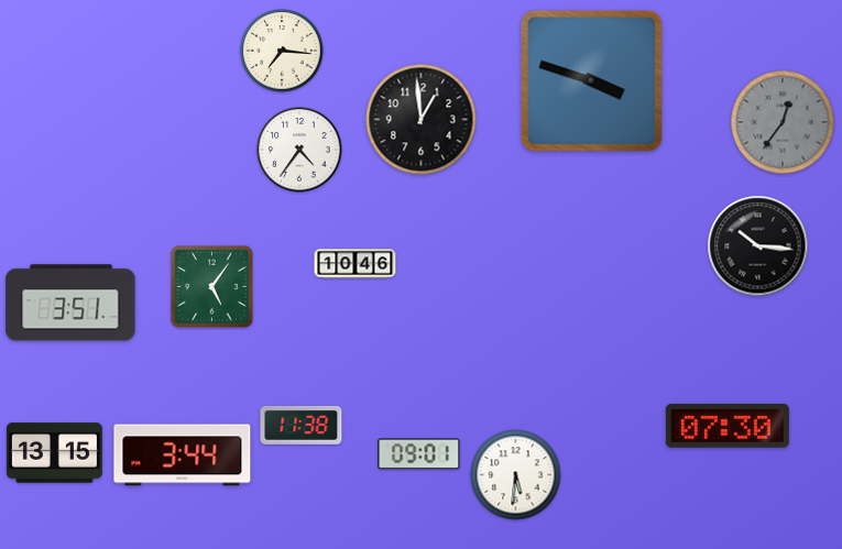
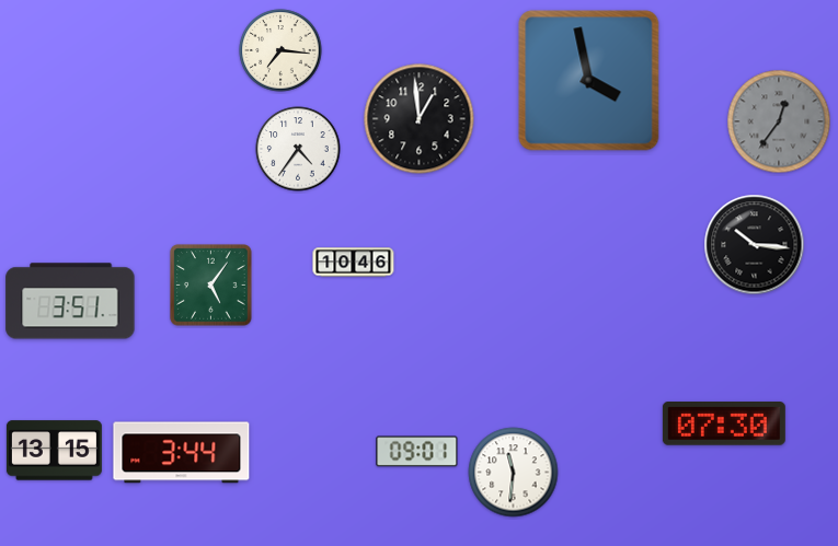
clock at (592, 81): 3:48 -> 3:58
clock at (302, 425): 11:38 -> none
clock at (516, 475): 5:31 -> 11:31
